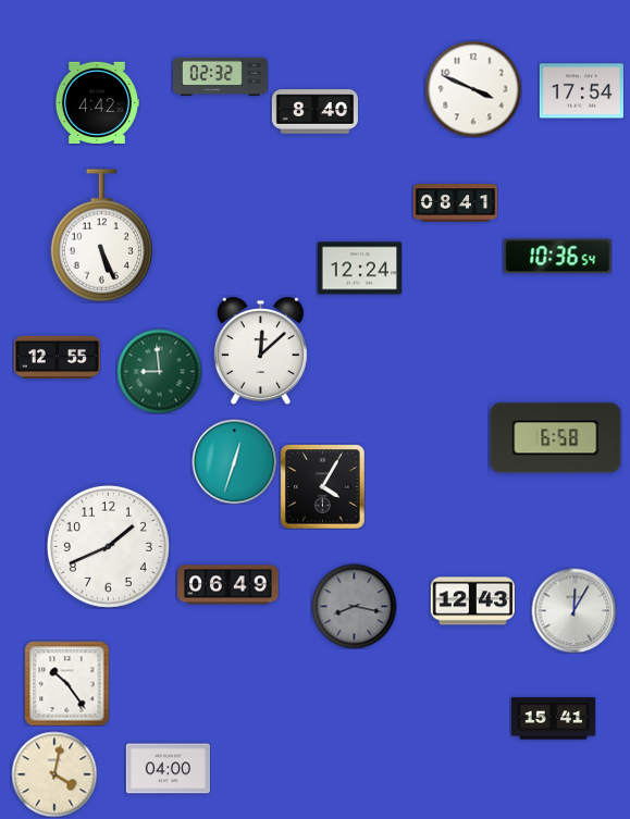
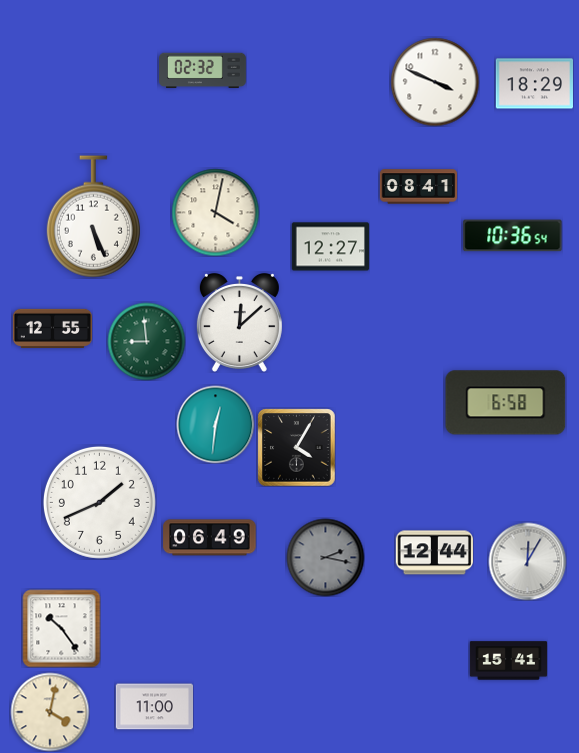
clock at (581, 91): 17:54 -> 18:29
clock at (97, 102): 4:42 -> none
clock at (314, 112): 8:40 -> none
clock at (215, 212): none -> 4:02
clock at (359, 269): 12:24 -> 12:27
clock at (556, 438) position: (556, 438) -> (506, 403)
clock at (234, 461): 12:33 -> 12:31
clock at (472, 601): 12:43 -> 12:44
clock at (354, 606): 8:17 -> 2:17
clock at (168, 769): 04:00 -> 11:00
